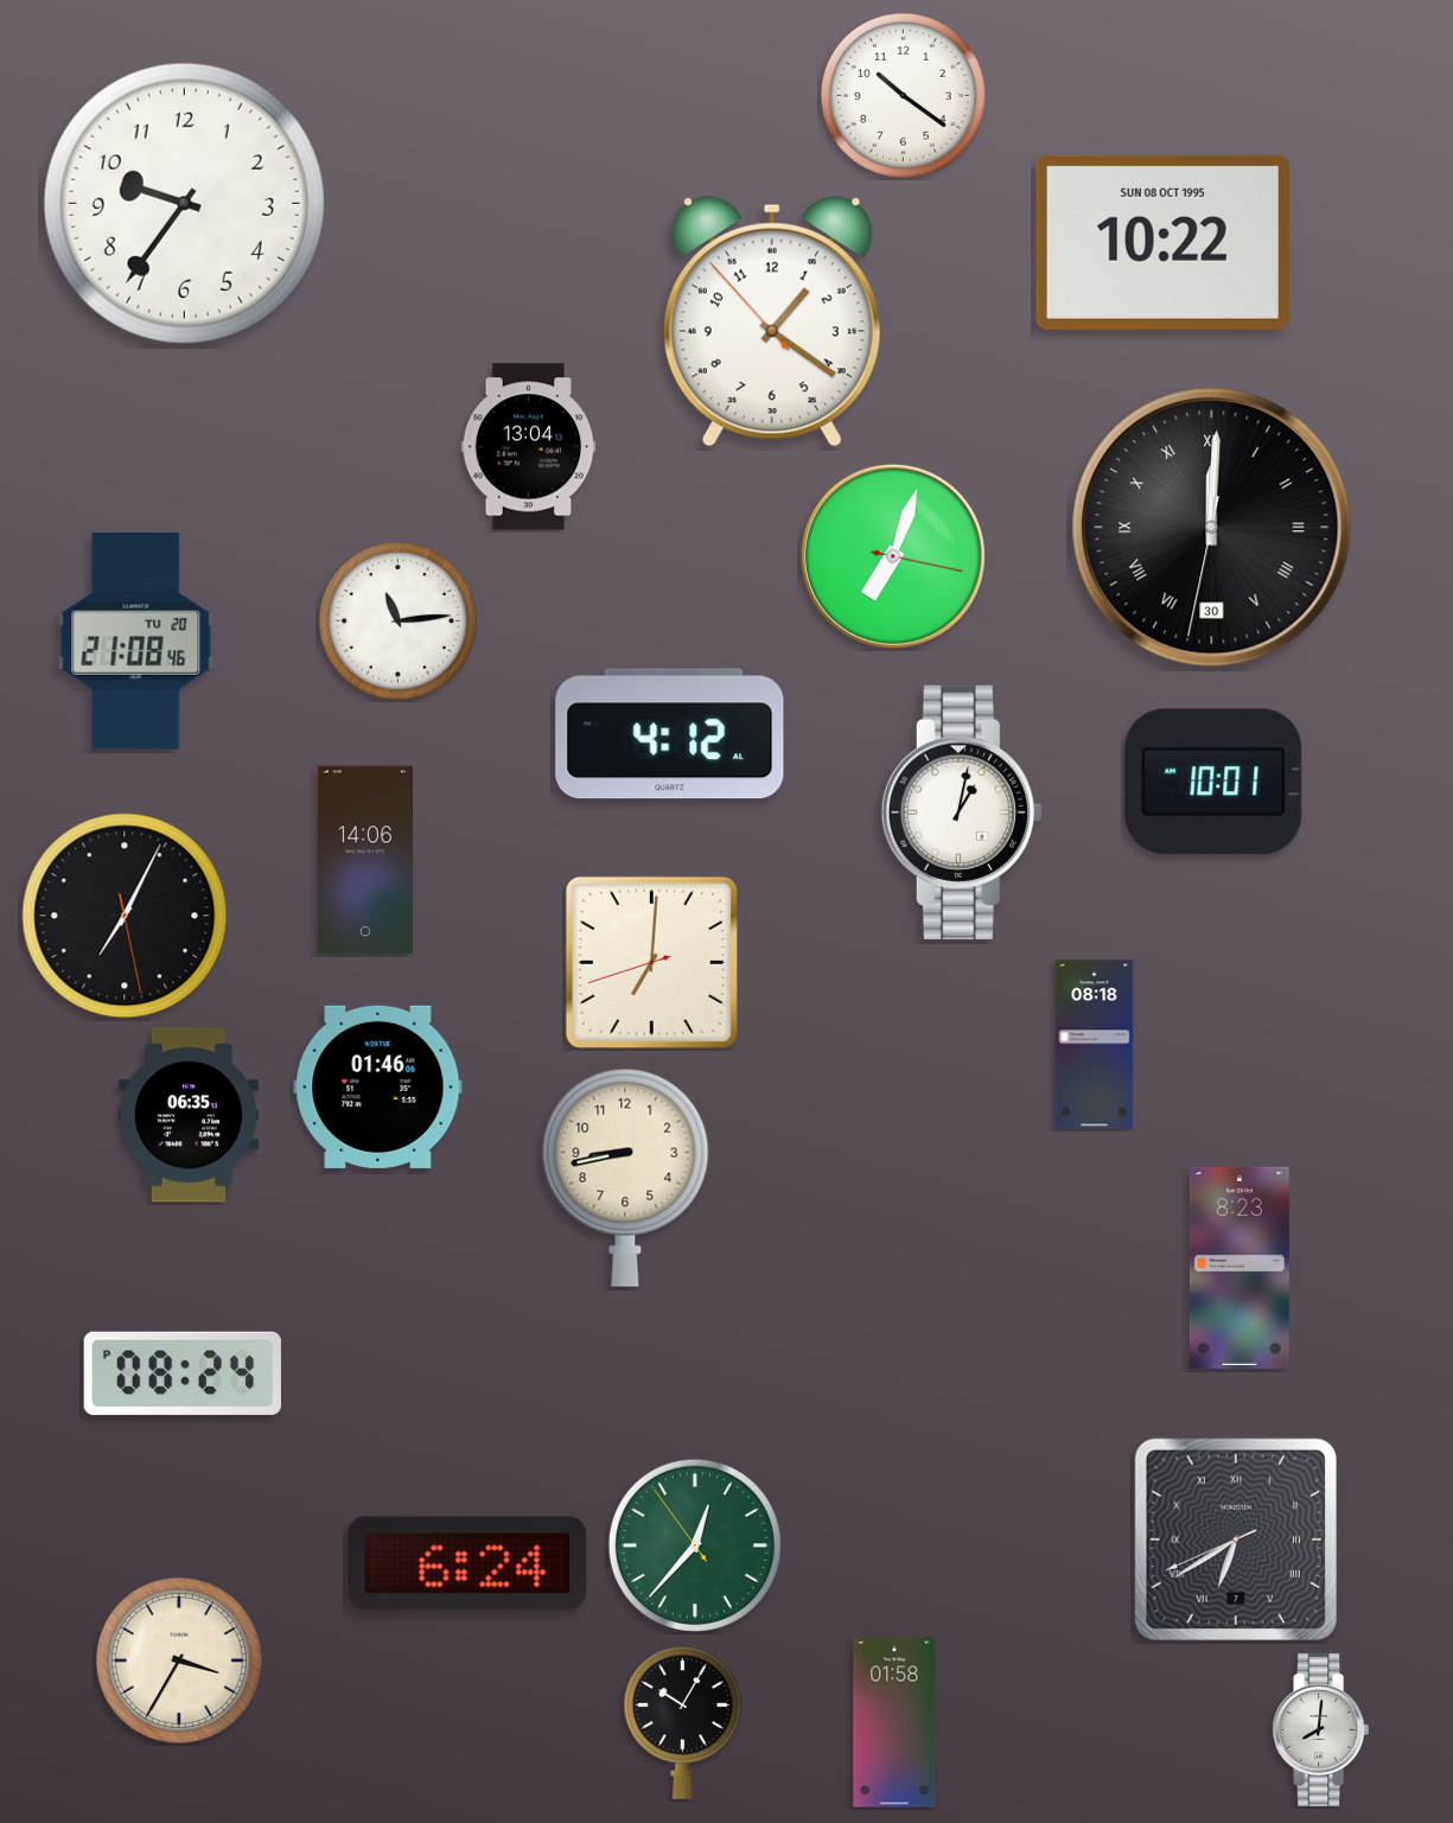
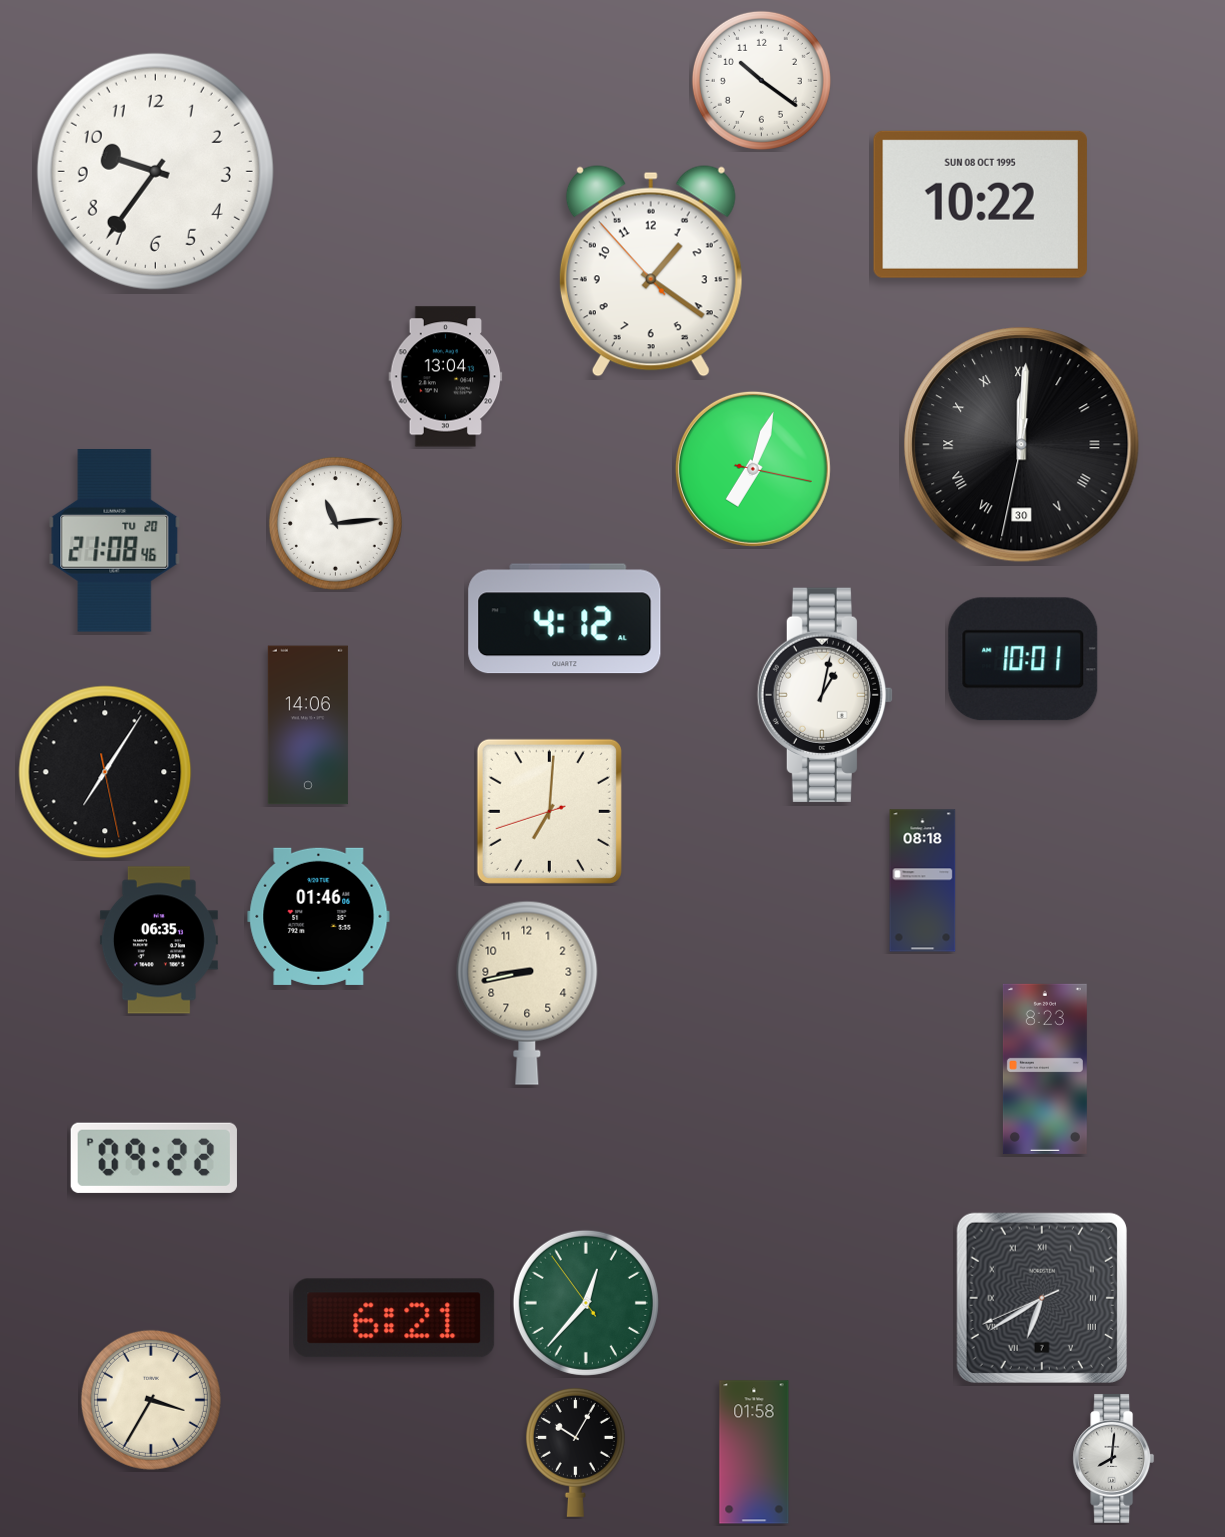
clock at (962, 812) position: (962, 812) -> (825, 695)
clock at (125, 916): 7:04 -> 7:05
clock at (183, 1373): 08:24 -> 09:22
clock at (467, 1563): 6:24 -> 6:21
